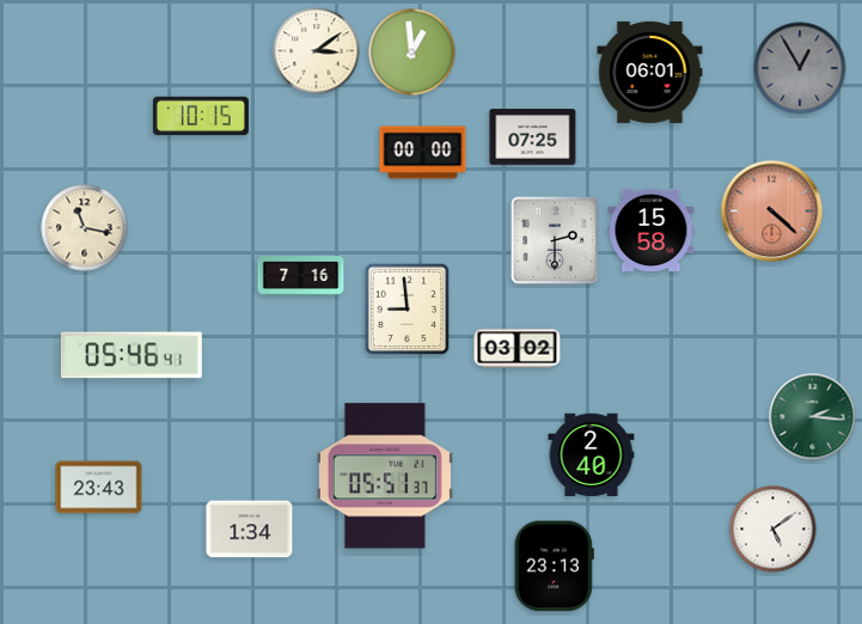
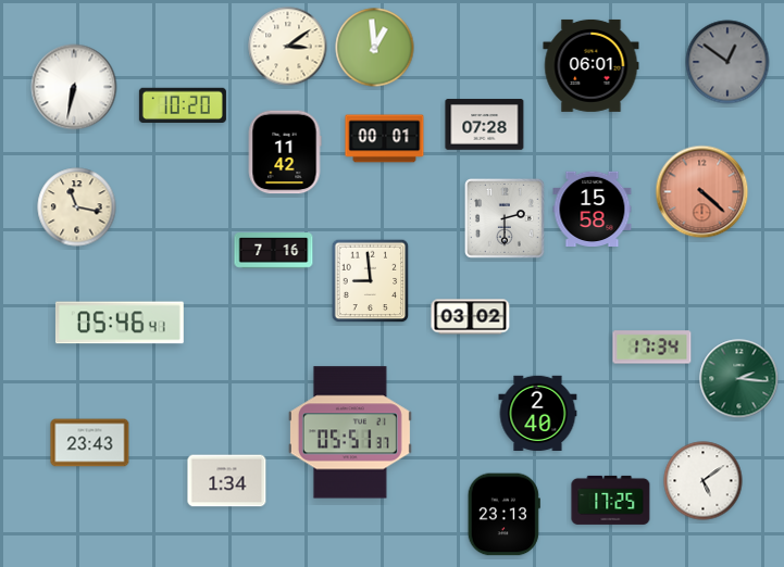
clock at (800, 68): 12:55 -> 12:51
clock at (74, 87): none -> 6:32
clock at (201, 116): 10:15 -> 10:20
clock at (533, 137): 07:25 -> 07:28
clock at (423, 153): 00:00 -> 00:01
clock at (285, 152): none -> 11:42
clock at (652, 348): none -> 17:34
clock at (611, 500): none -> 17:25
